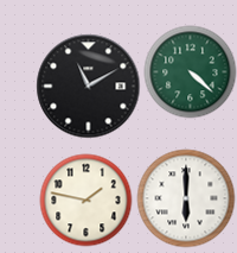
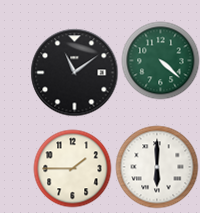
clock at (88, 86): 11:10 -> 11:09
clock at (85, 200): 1:47 -> 1:45
